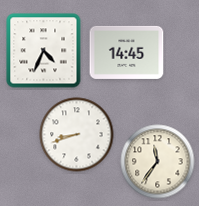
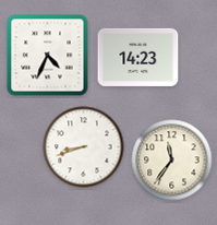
clock at (127, 52): 14:45 -> 14:23
clock at (158, 162) position: (158, 162) -> (172, 161)
